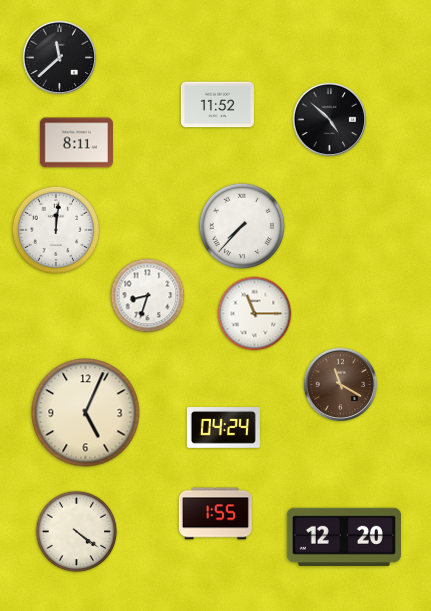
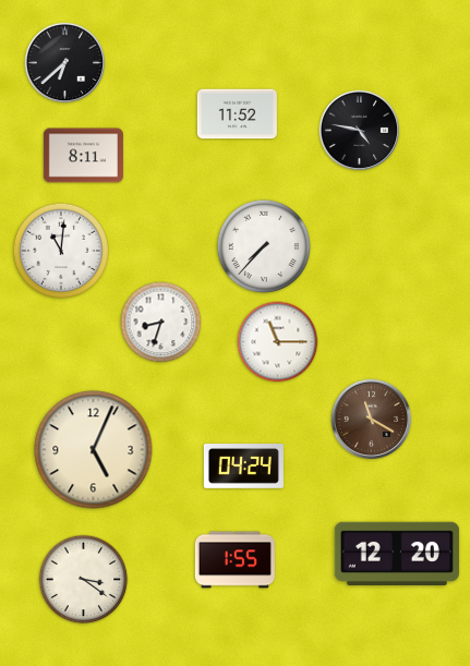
clock at (60, 58): 11:38 -> 6:38
clock at (330, 120): 4:52 -> 4:47
clock at (56, 230): 12:01 -> 11:01
clock at (77, 532): 4:21 -> 3:21
clock at (344, 537) position: (344, 537) -> (397, 554)
